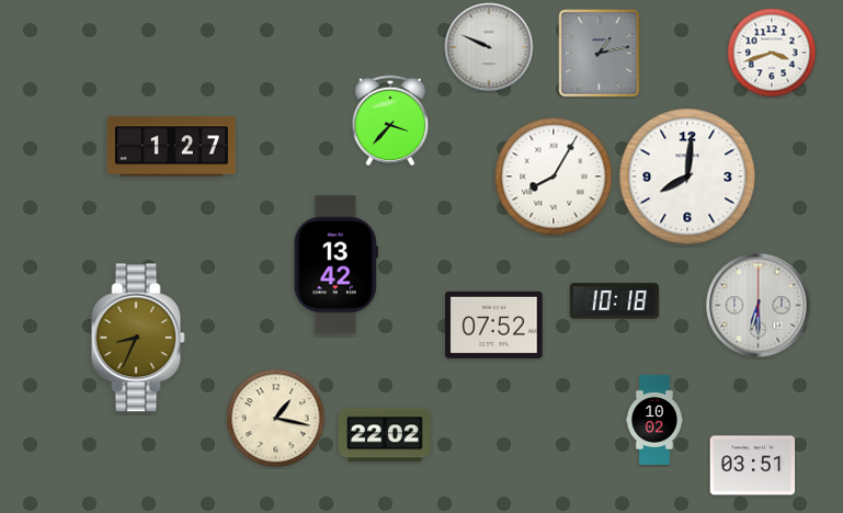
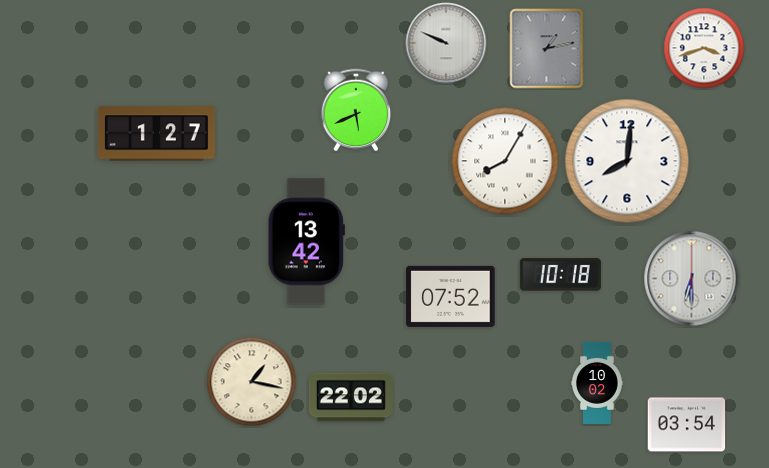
clock at (390, 121): 3:37 -> 5:41
clock at (138, 338): 8:34 -> none
clock at (753, 466): 03:51 -> 03:54
